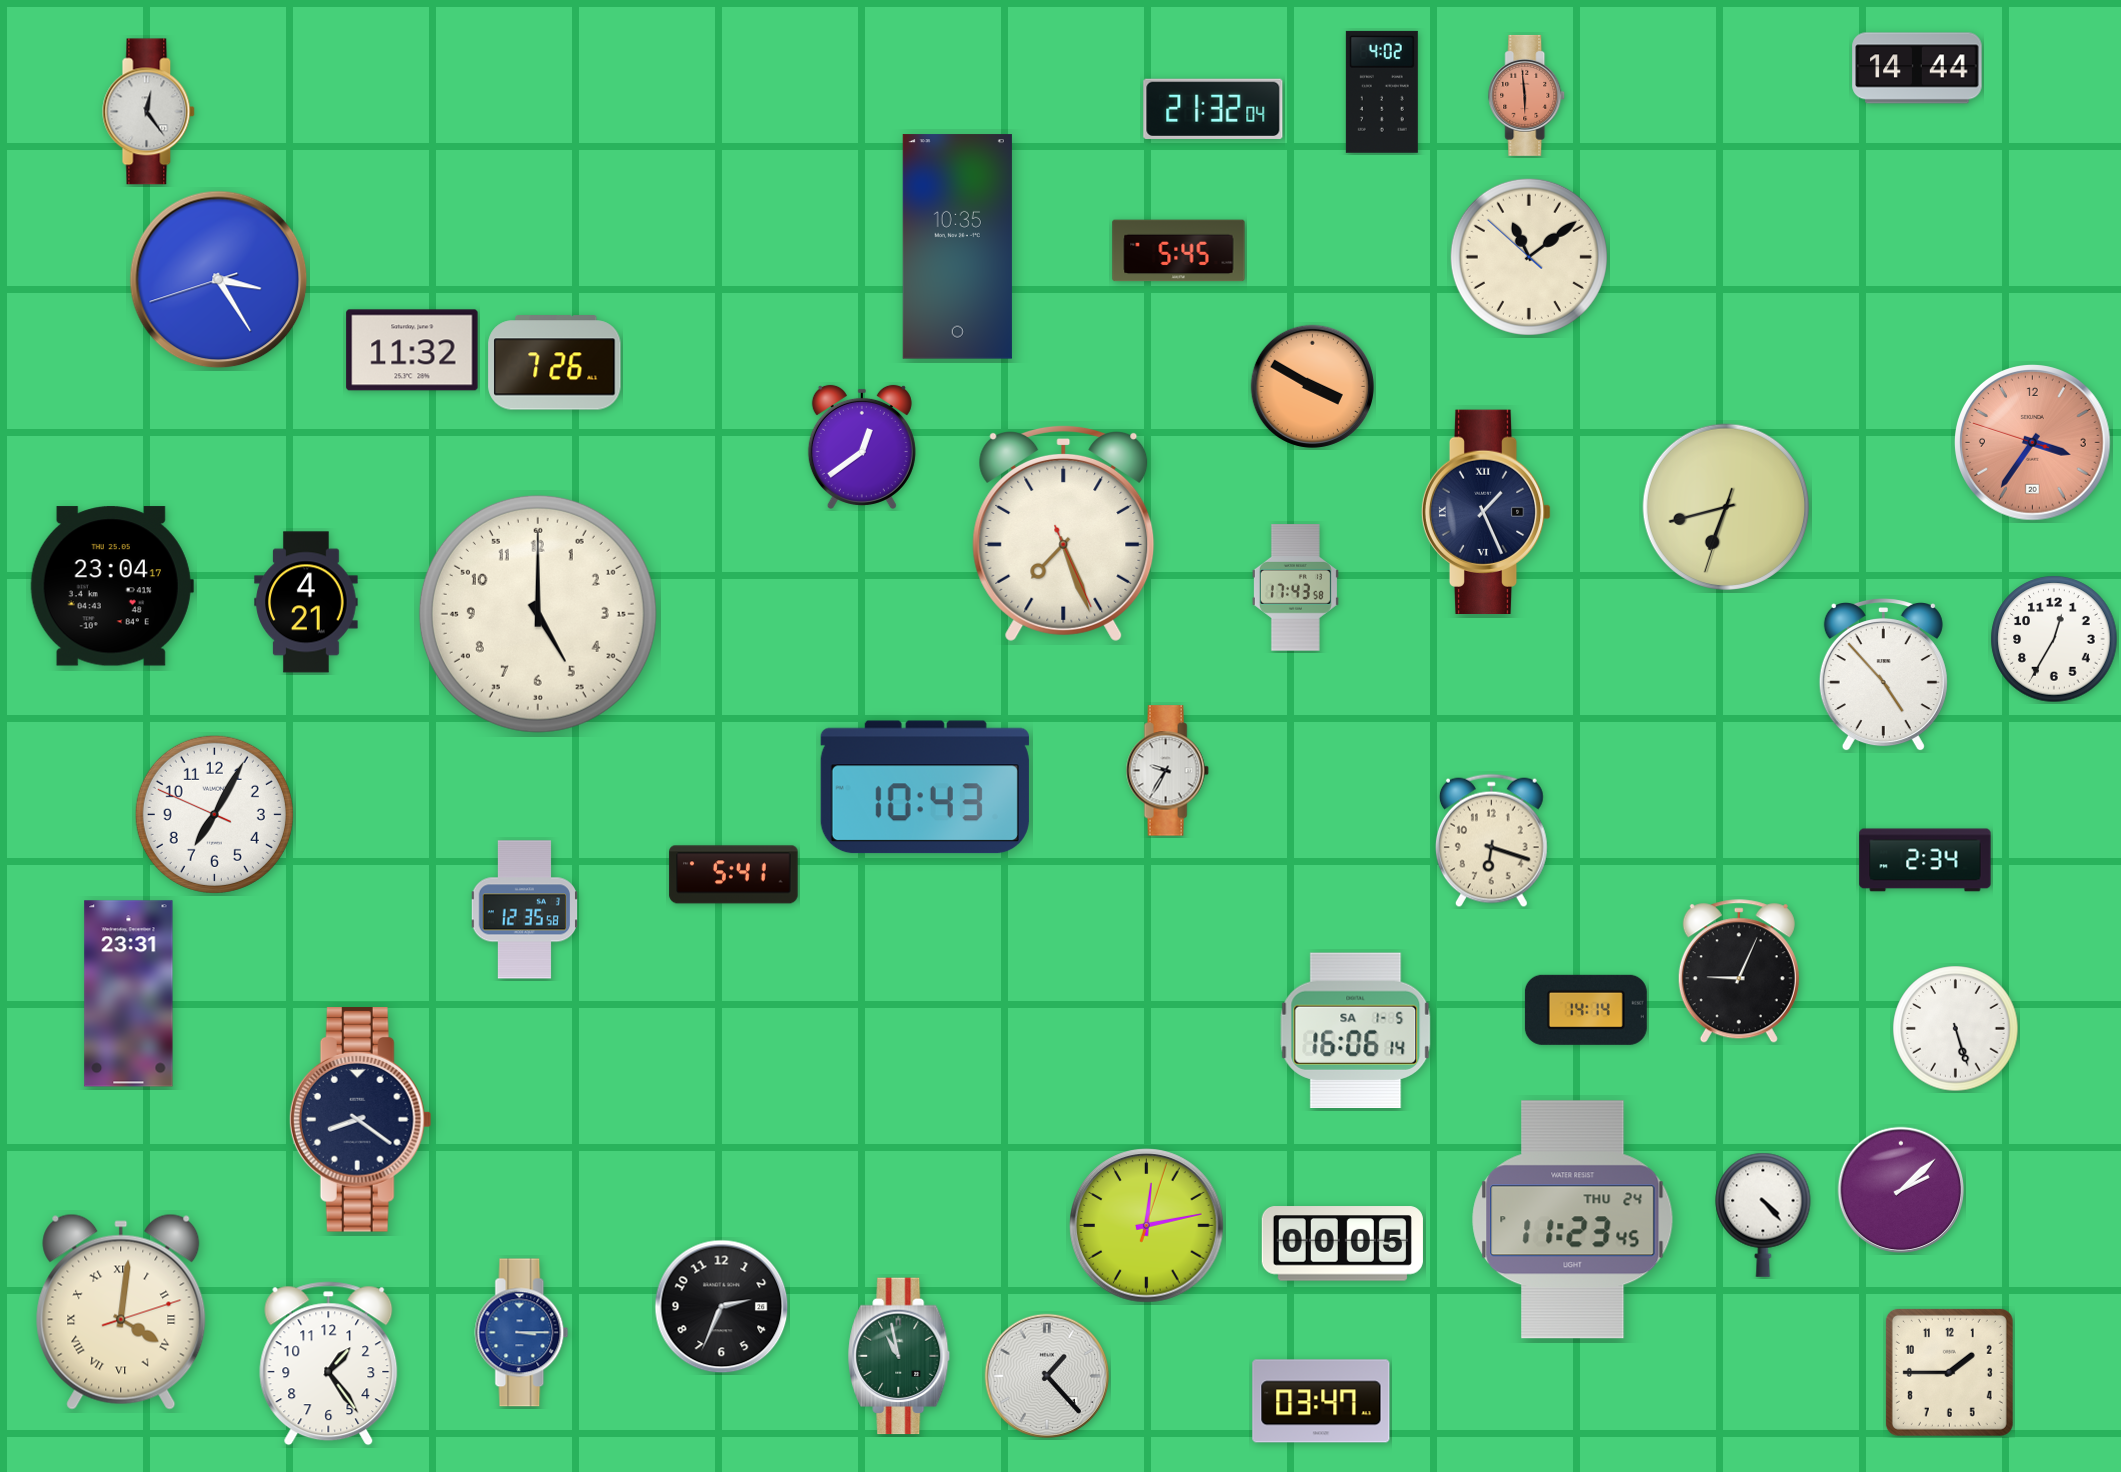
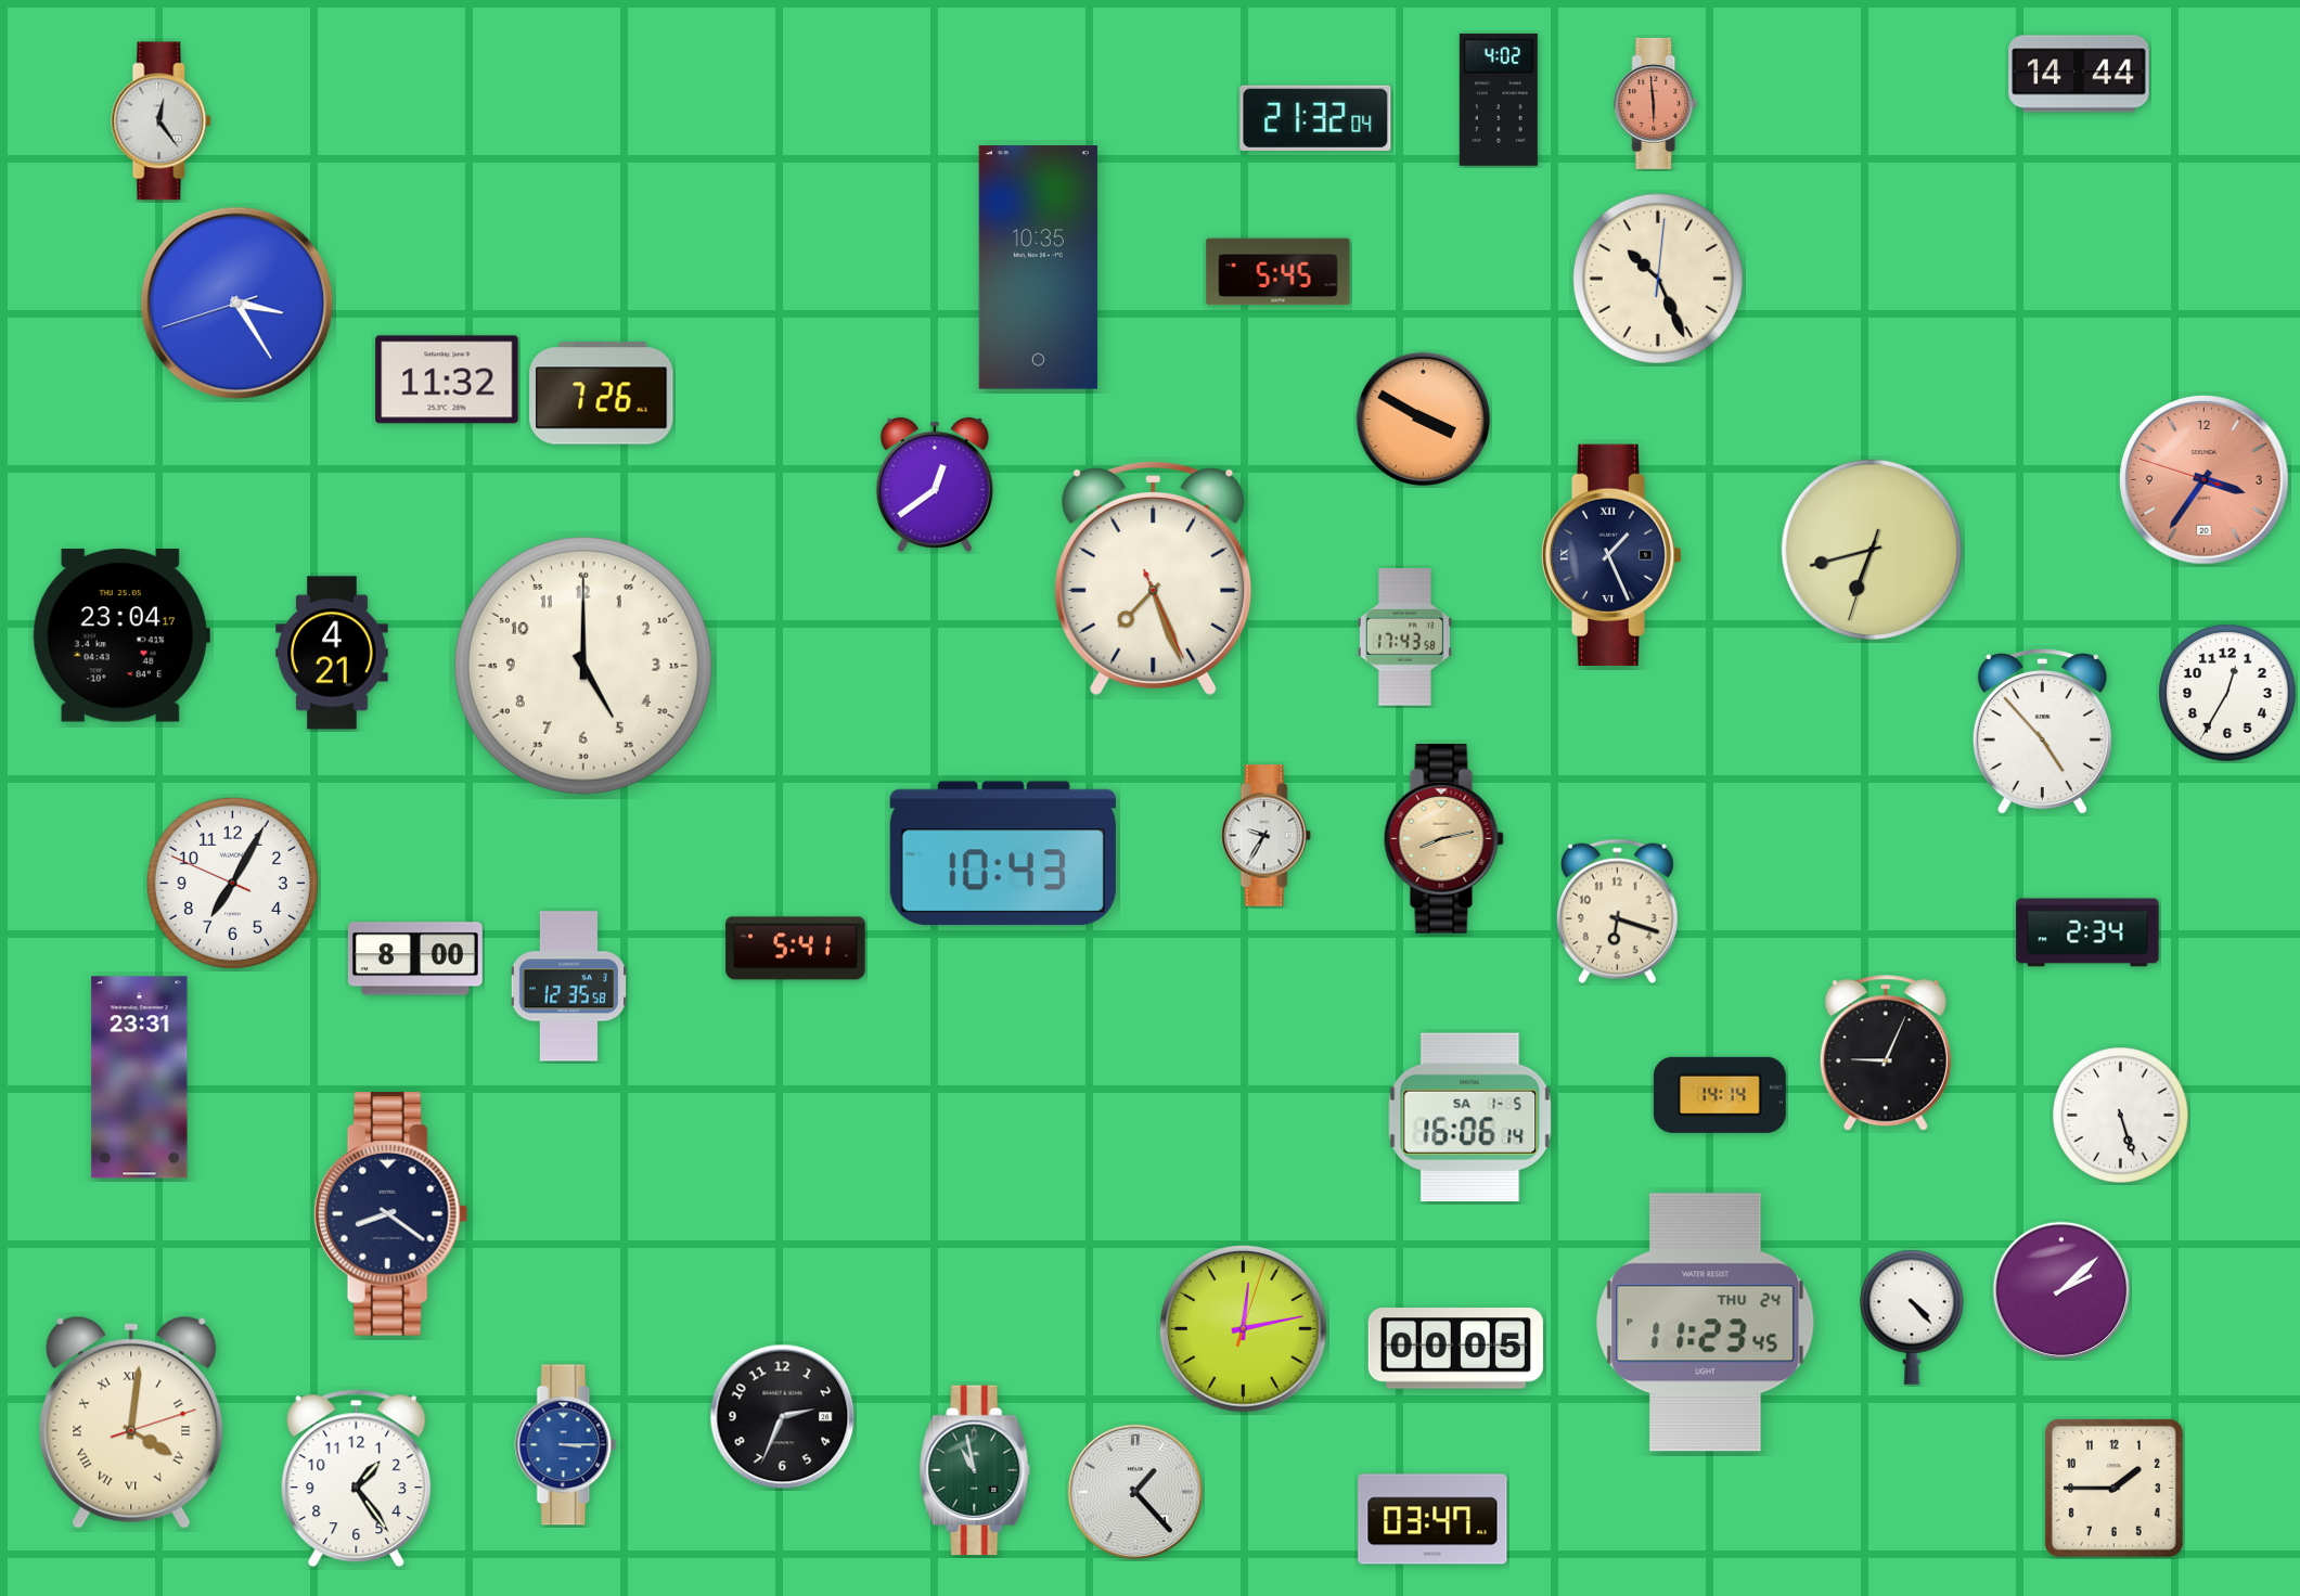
clock at (1529, 257): 11:08 -> 10:26
clock at (1443, 839): none -> 8:13
clock at (416, 958): none -> 8:00
